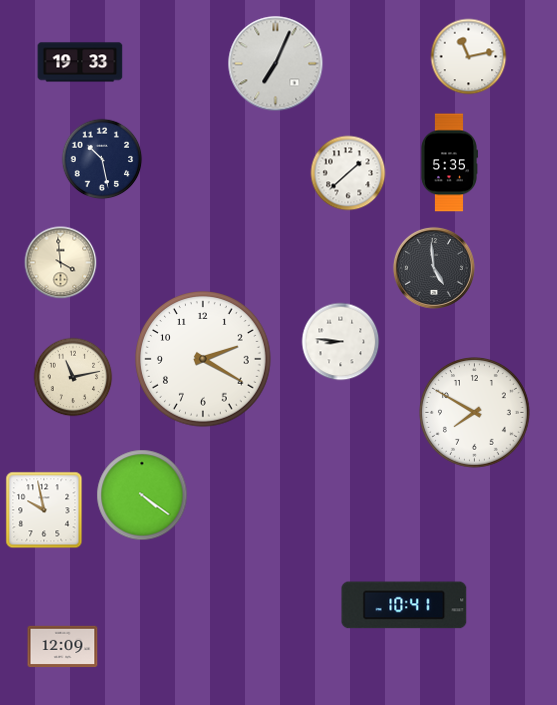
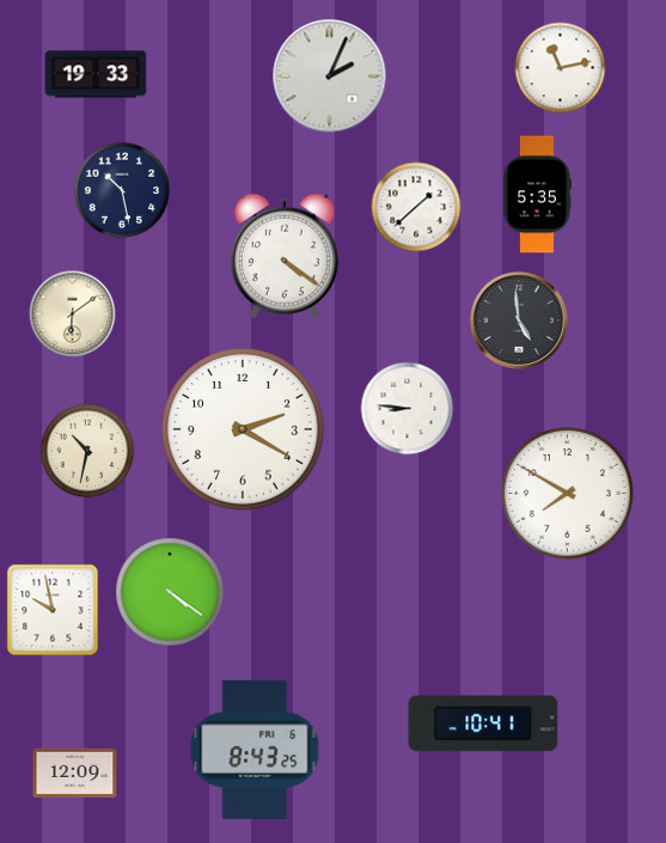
clock at (276, 64): 7:04 -> 2:04
clock at (285, 256): none -> 4:21
clock at (61, 263): 3:59 -> 6:09
clock at (73, 377): 11:13 -> 10:32
clock at (255, 750): none -> 8:43
